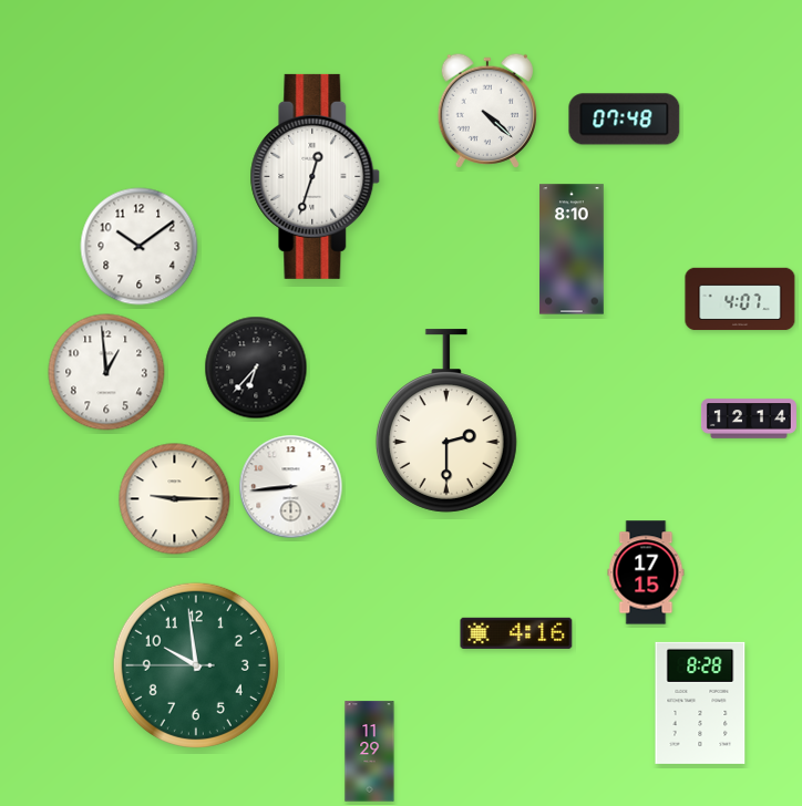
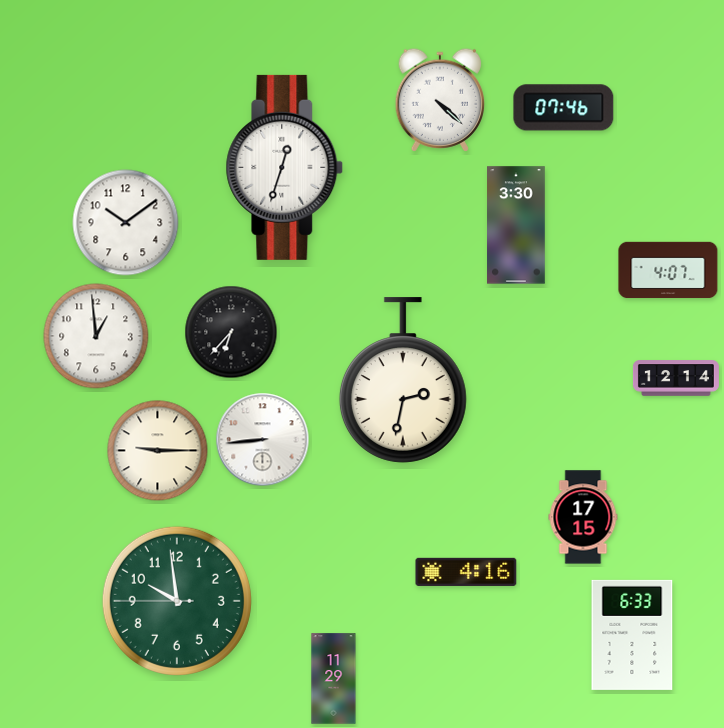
clock at (625, 120): 07:48 -> 07:46
clock at (316, 176) position: (316, 176) -> (285, 167)
clock at (572, 249): 8:10 -> 3:30
clock at (446, 421): 2:30 -> 2:32
clock at (700, 703): 8:28 -> 6:33
